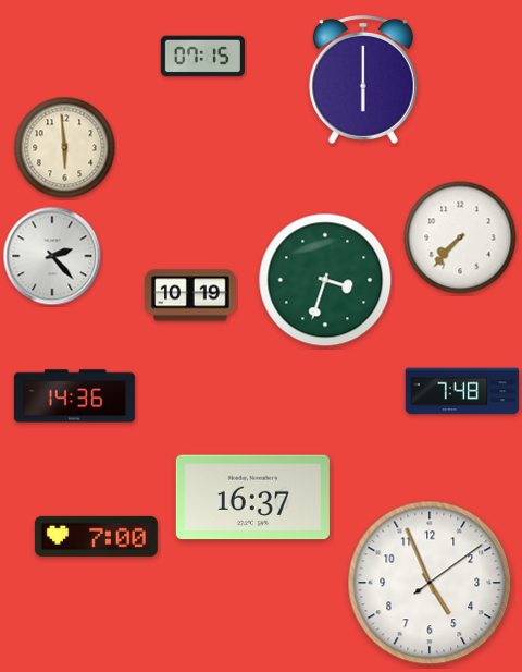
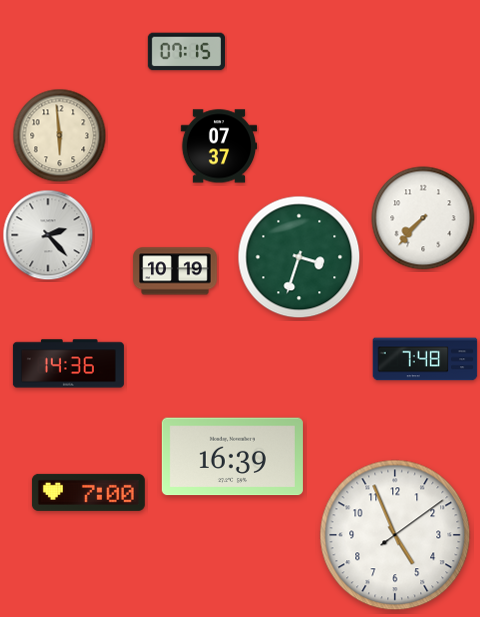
clock at (363, 80): 6:00 -> none
clock at (218, 146): none -> 07:37
clock at (252, 498): 16:37 -> 16:39
